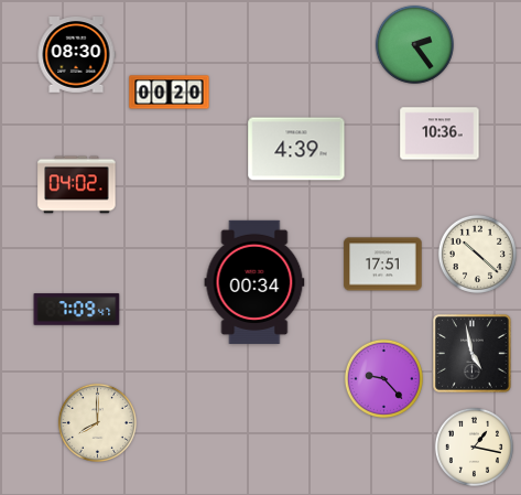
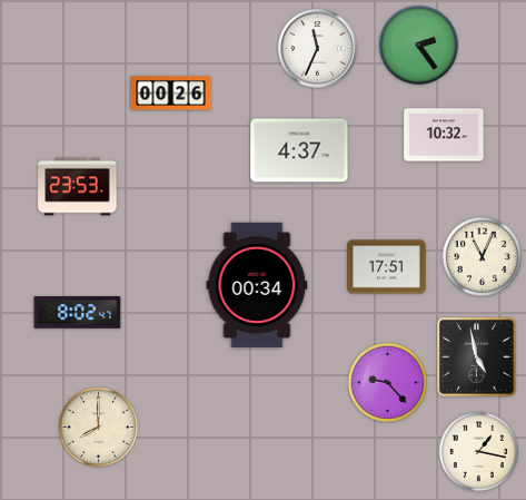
clock at (318, 49): none -> 11:34
clock at (76, 55): 08:30 -> none
clock at (170, 93): 00:20 -> 00:26
clock at (439, 133): 10:36 -> 10:32
clock at (296, 149): 4:39 -> 4:37
clock at (77, 185): 04:02 -> 23:53
clock at (477, 254): 10:22 -> 11:04
clock at (77, 310): 7:09 -> 8:02
